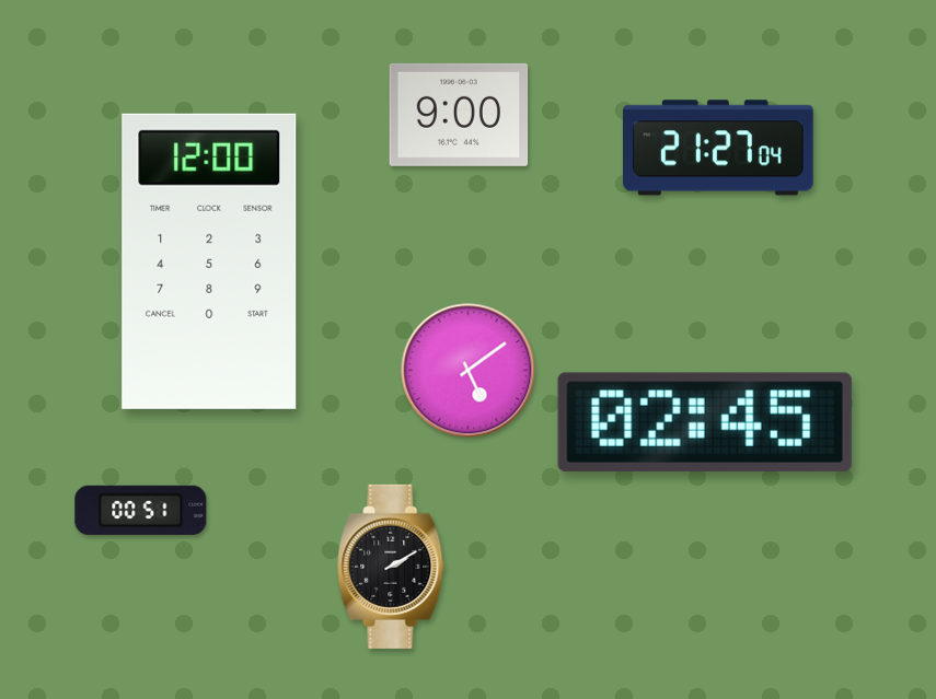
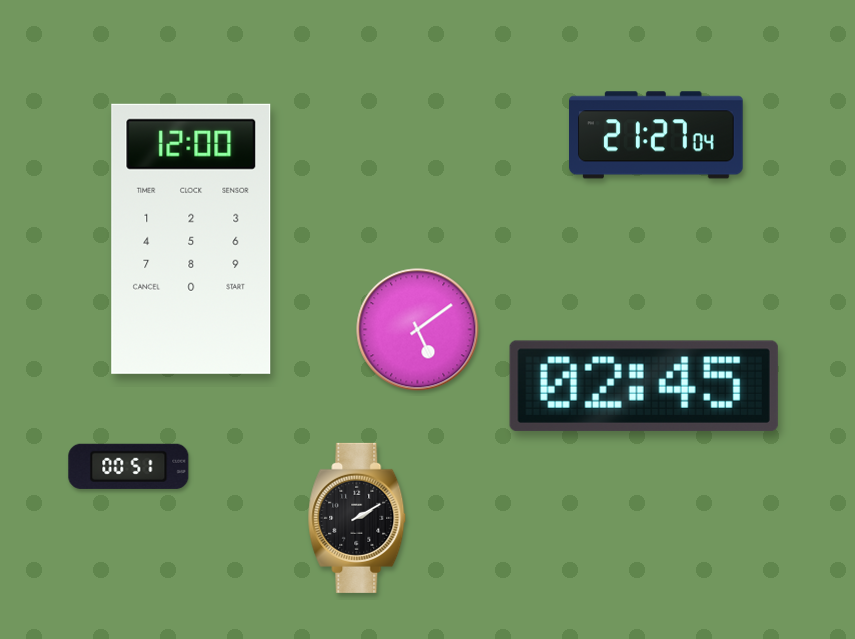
clock at (459, 115): 9:00 -> none
clock at (469, 371) position: (469, 371) -> (418, 330)
